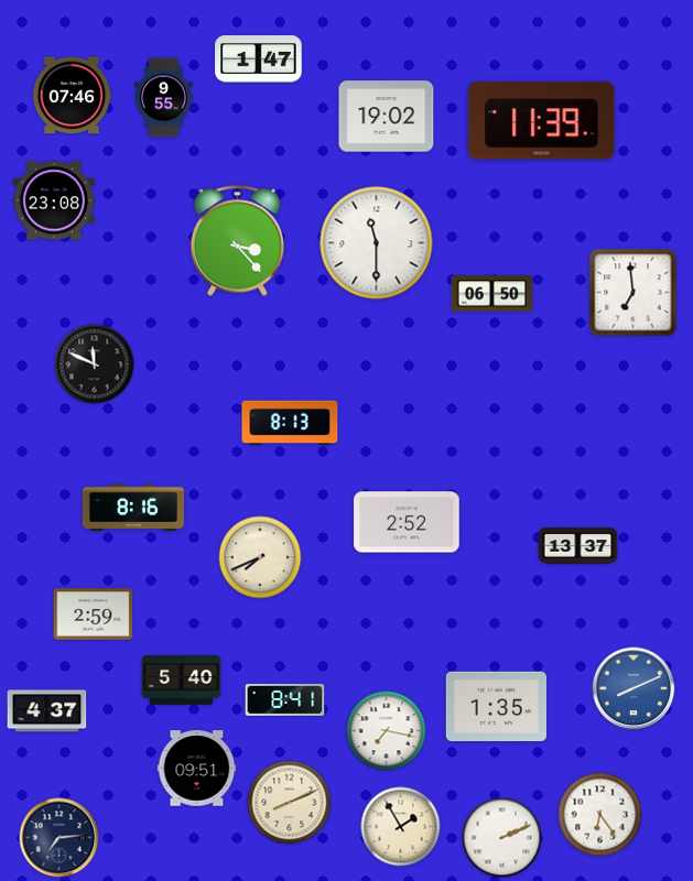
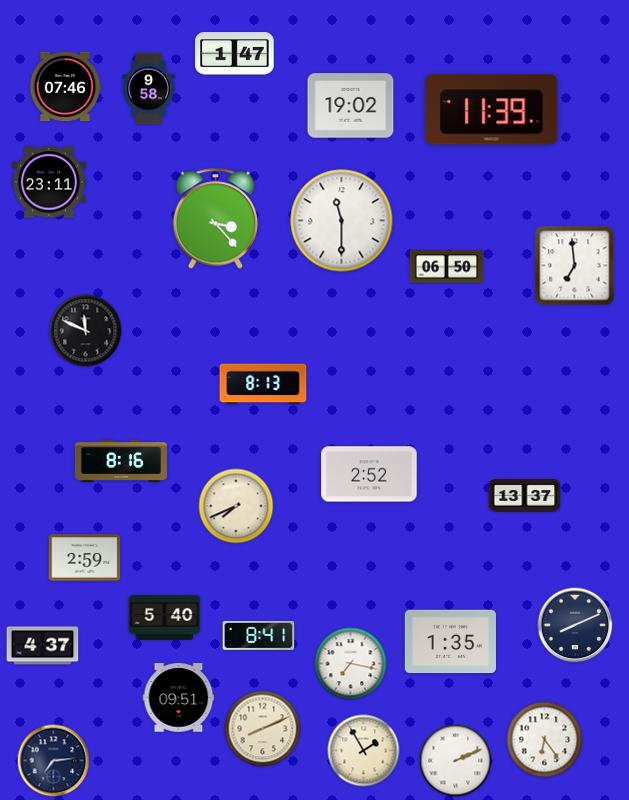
clock at (164, 98): 9:55 -> 9:58
clock at (53, 200): 23:08 -> 23:11
clock at (634, 688) dial: blue -> navy
